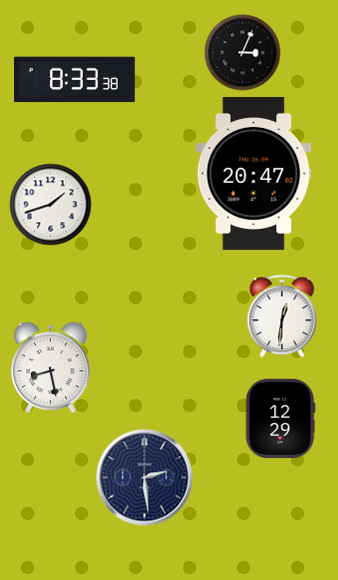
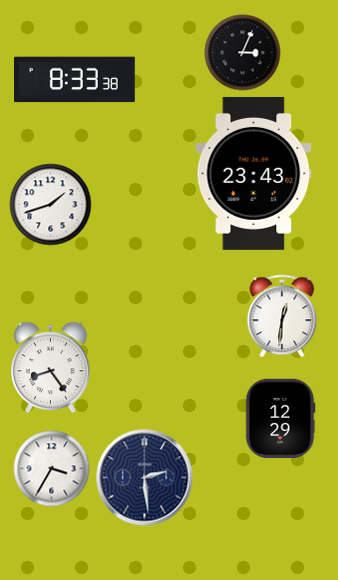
clock at (254, 173): 20:47 -> 23:43
clock at (51, 368): 8:28 -> 8:24
clock at (52, 469): none -> 3:35
